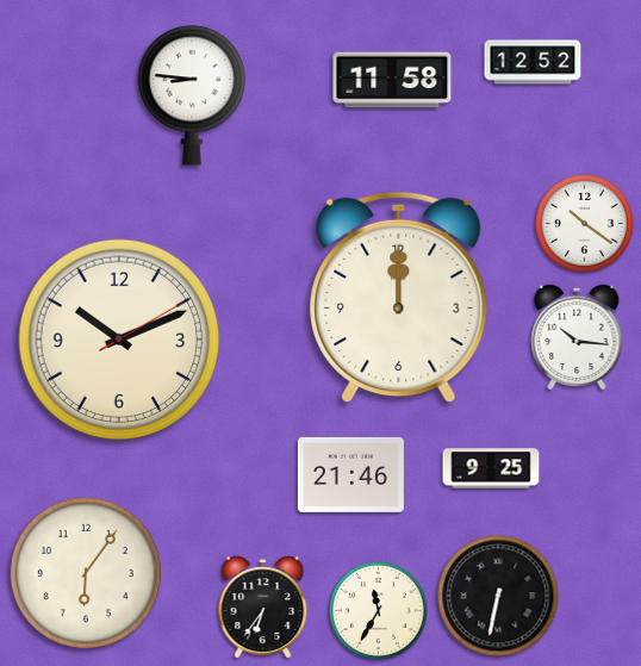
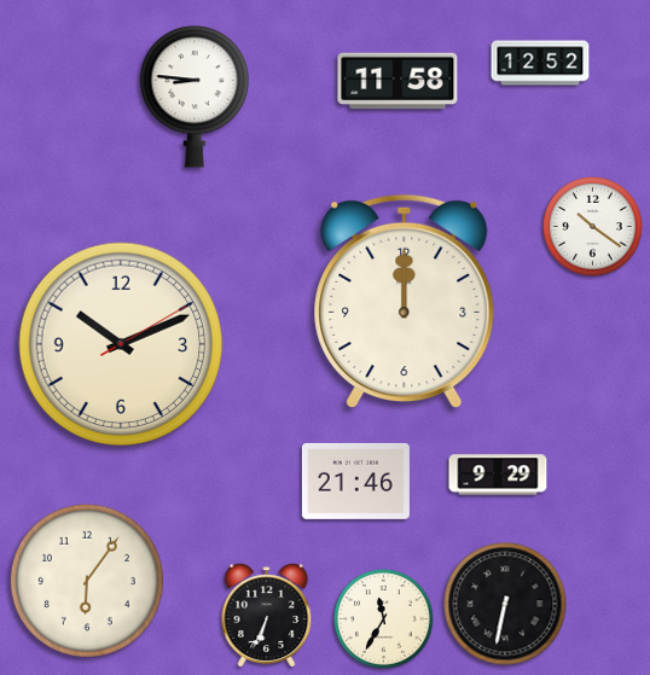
clock at (577, 337): 10:16 -> none
clock at (491, 468): 9:25 -> 9:29
clock at (263, 608): 6:36 -> 6:34
